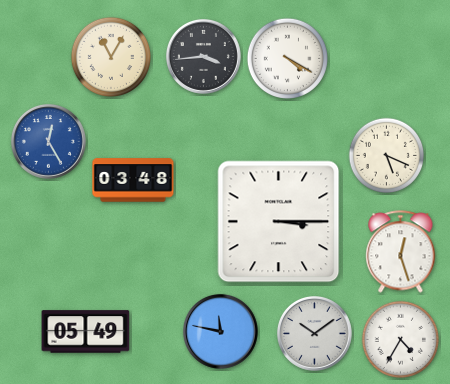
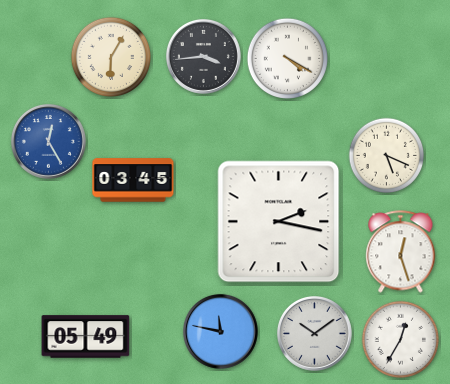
clock at (110, 56): 11:05 -> 6:05
clock at (133, 180): 03:48 -> 03:45
clock at (279, 222): 3:15 -> 2:17
clock at (86, 332) position: (86, 332) -> (86, 337)
clock at (401, 340): 4:35 -> 12:35
